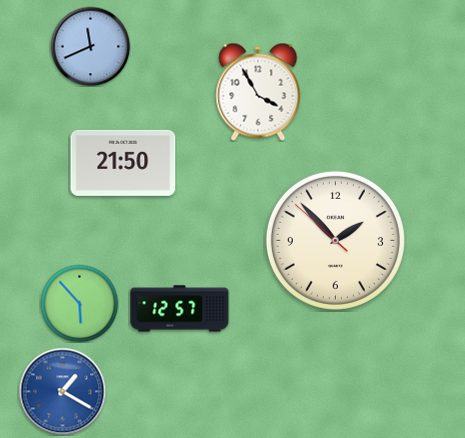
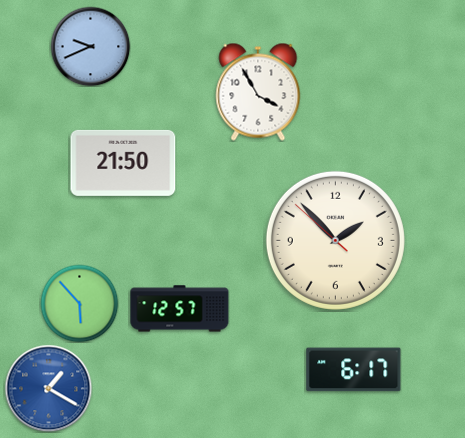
clock at (90, 46): 11:41 -> 9:41
clock at (354, 370): none -> 6:17
clock at (62, 391) position: (62, 391) -> (48, 388)
